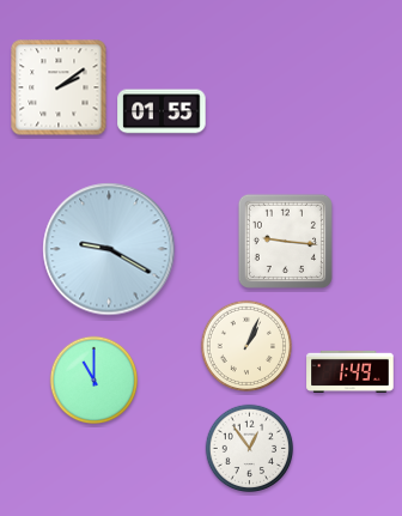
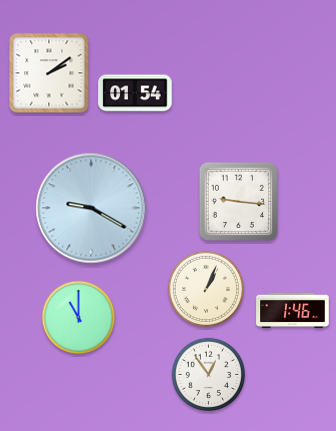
clock at (162, 111): 01:55 -> 01:54
clock at (351, 371): 1:49 -> 1:46
